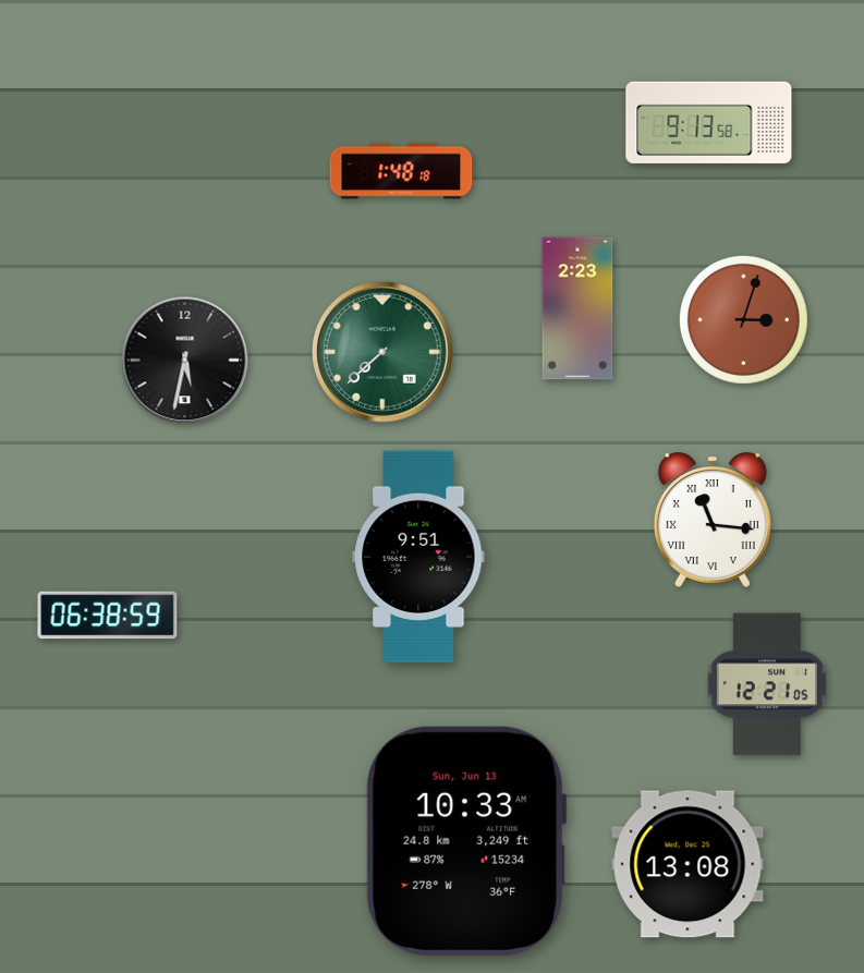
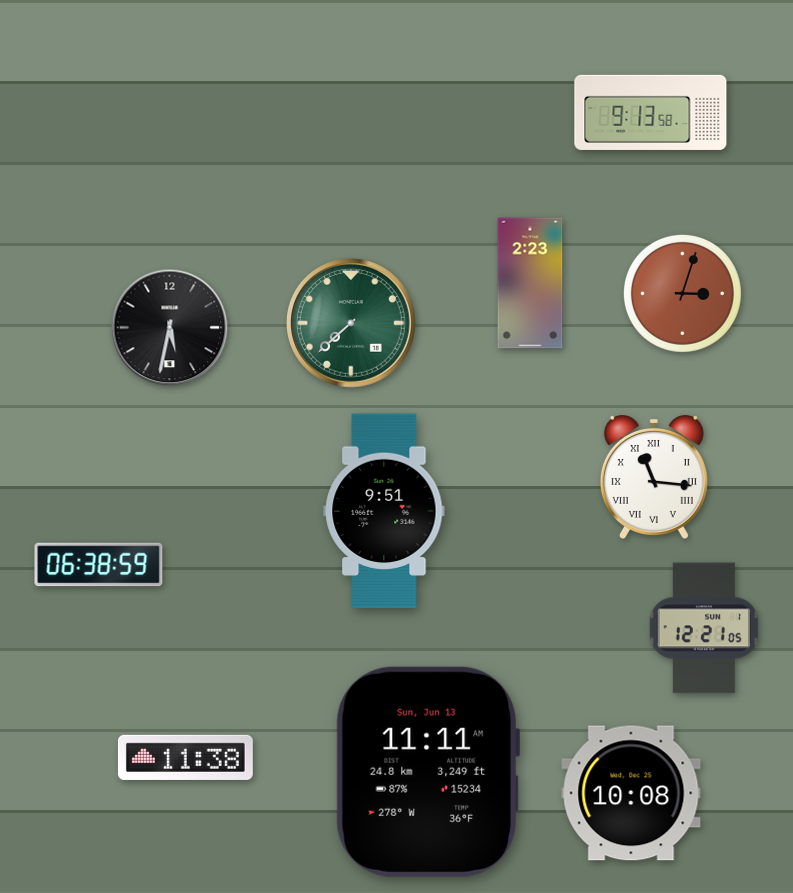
clock at (401, 171): 1:48 -> none
clock at (185, 361) position: (185, 361) -> (170, 328)
clock at (185, 757): none -> 11:38
clock at (466, 841): 10:33 -> 11:11
clock at (687, 864): 13:08 -> 10:08
